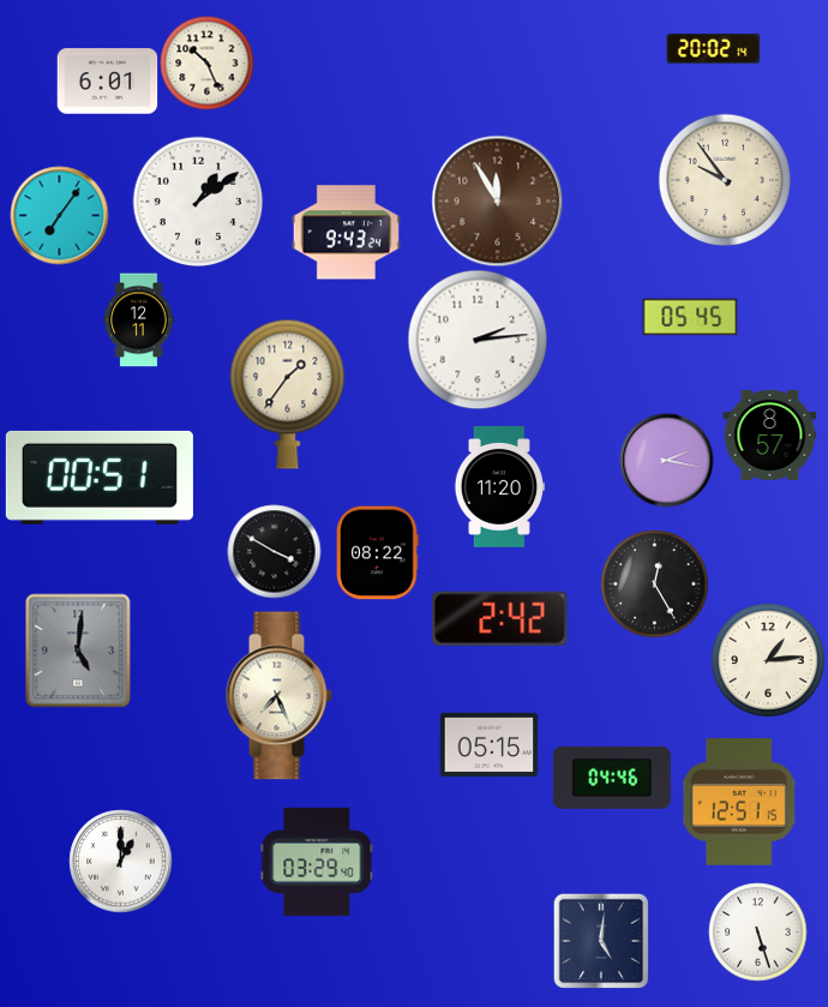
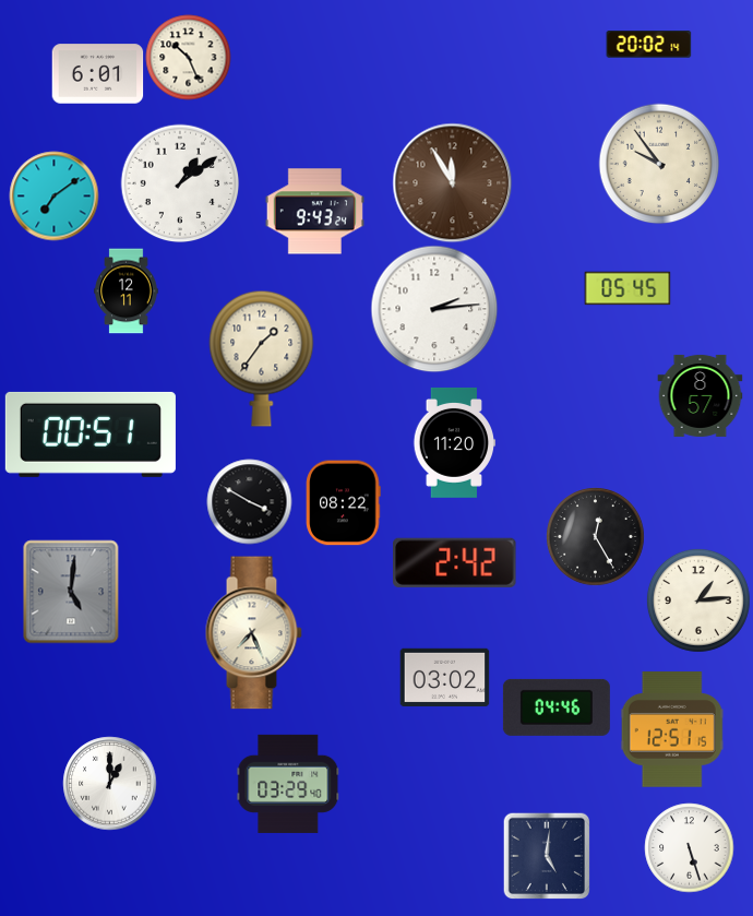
clock at (59, 215): 7:06 -> 7:09
clock at (666, 460): 2:17 -> none
clock at (654, 583) position: (654, 583) -> (595, 536)
clock at (488, 744): 05:15 -> 03:02
